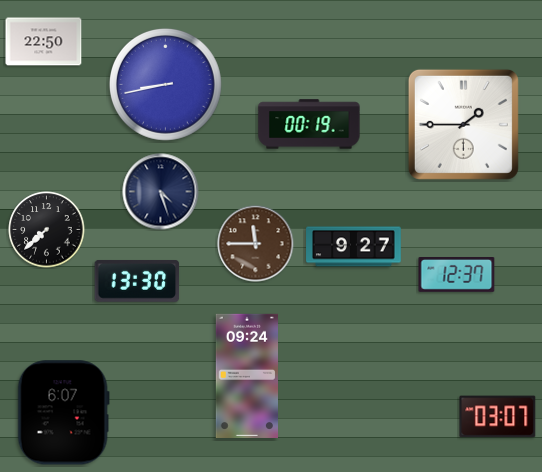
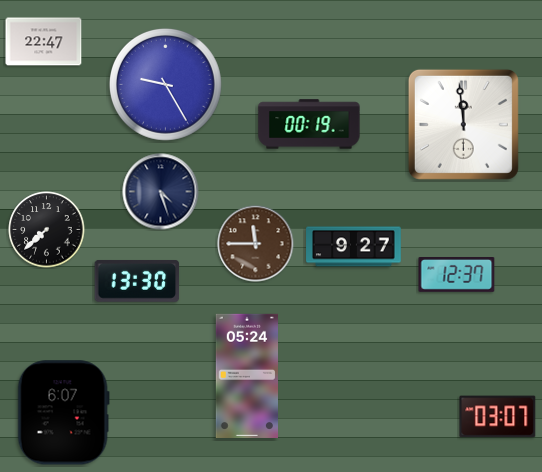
clock at (44, 42): 22:50 -> 22:47
clock at (165, 84): 8:43 -> 9:25
clock at (463, 124): 1:45 -> 11:59
clock at (246, 376): 09:24 -> 05:24
